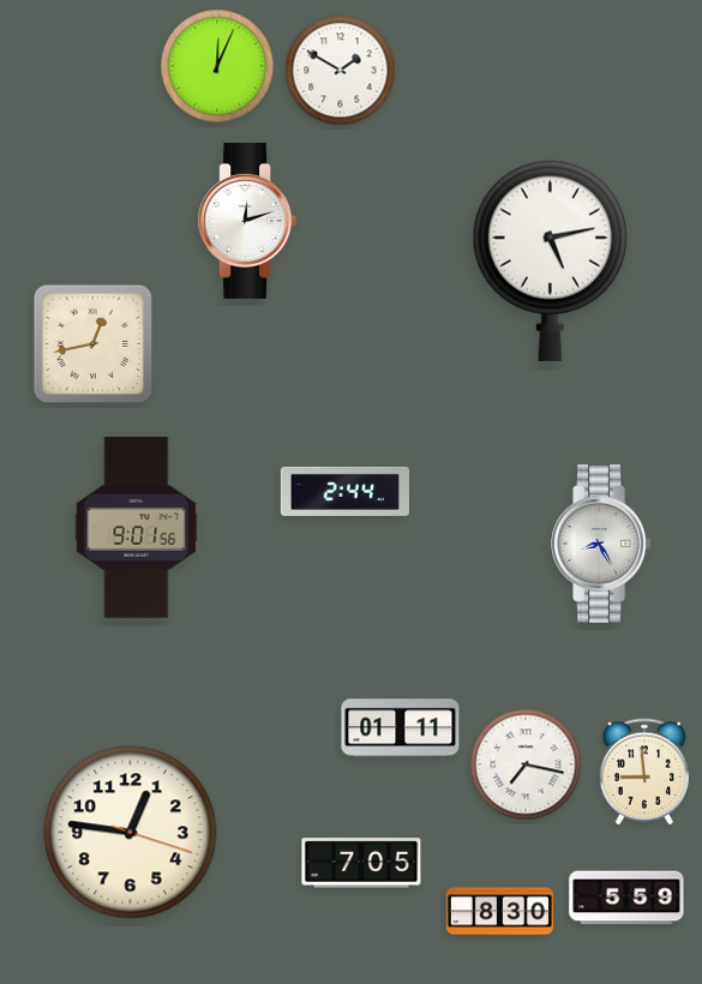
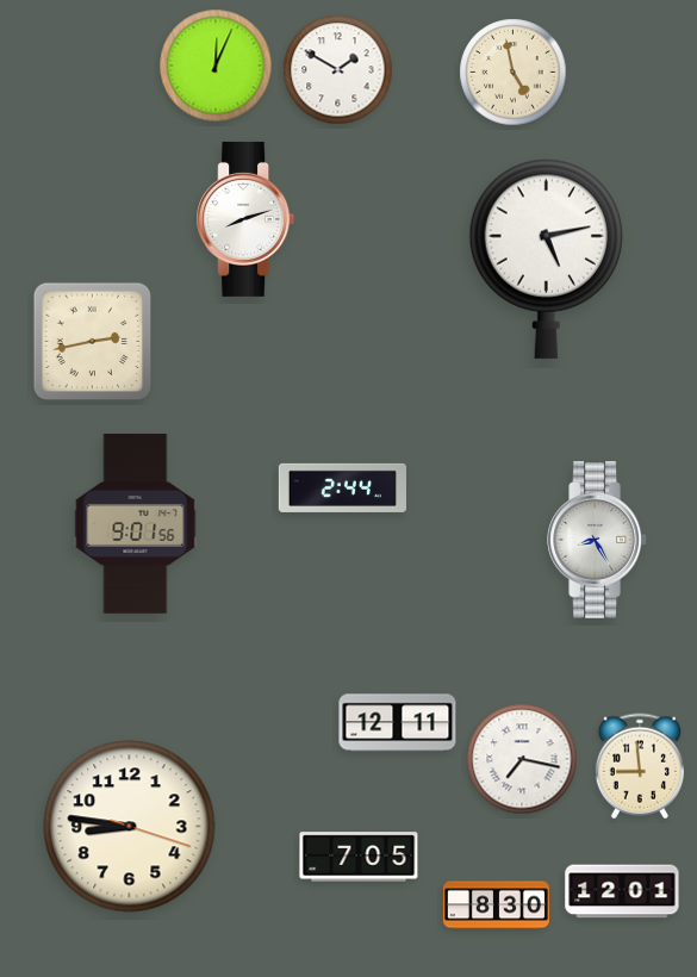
clock at (514, 73): none -> 4:58
clock at (247, 221): 12:12 -> 8:12
clock at (94, 344): 12:43 -> 2:43
clock at (401, 728): 01:11 -> 12:11
clock at (131, 833): 12:46 -> 8:46
clock at (626, 898): 5:59 -> 12:01
